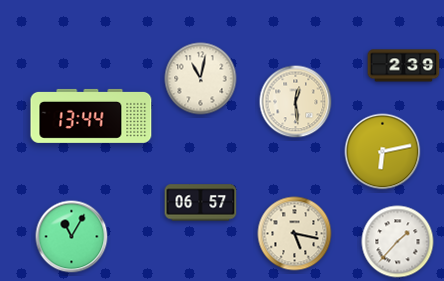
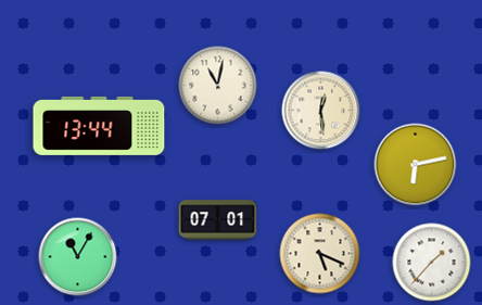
clock at (404, 66): 2:39 -> none
clock at (201, 203): 06:57 -> 07:01
clock at (295, 234): 5:17 -> 5:19
